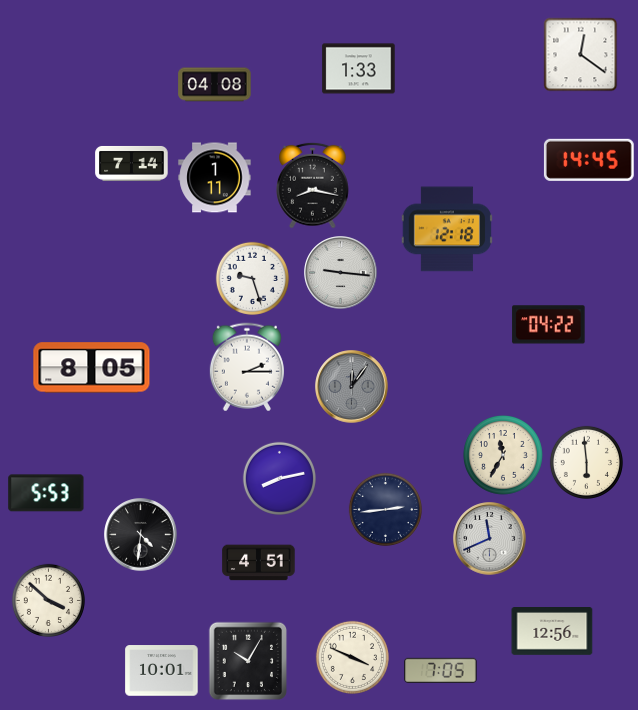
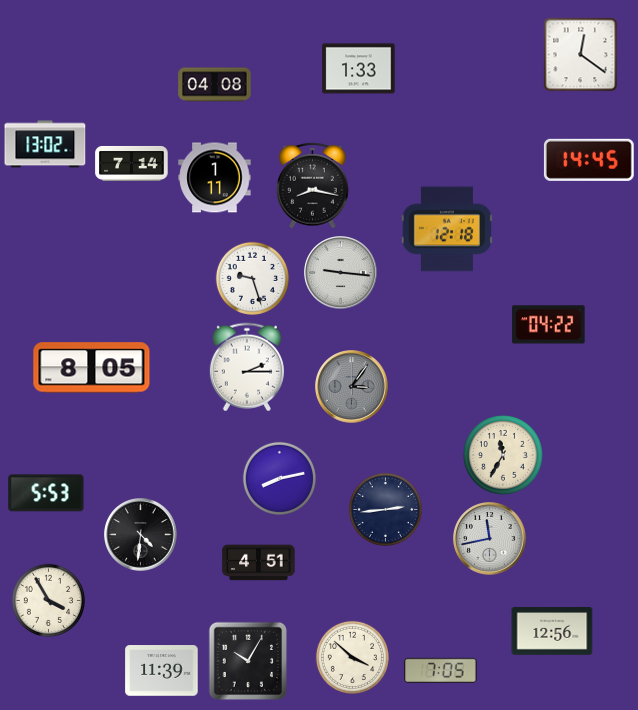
clock at (45, 144): none -> 13:02
clock at (352, 387): 12:06 -> 3:06
clock at (586, 462): 5:59 -> none
clock at (490, 539): 11:41 -> 11:43
clock at (48, 600): 3:52 -> 3:55
clock at (352, 657): 3:49 -> 3:52
clock at (162, 671): 10:01 -> 11:39
